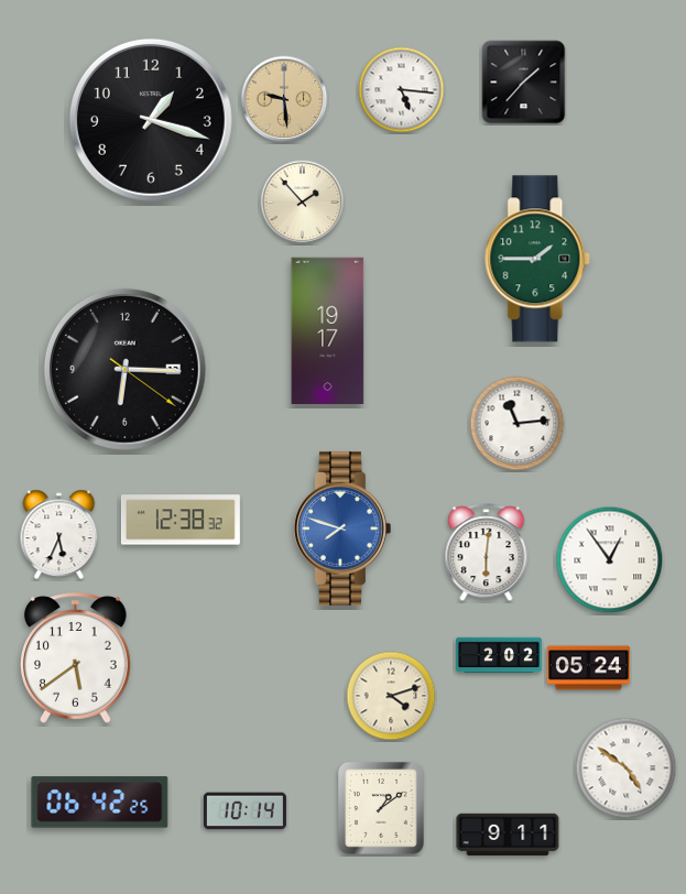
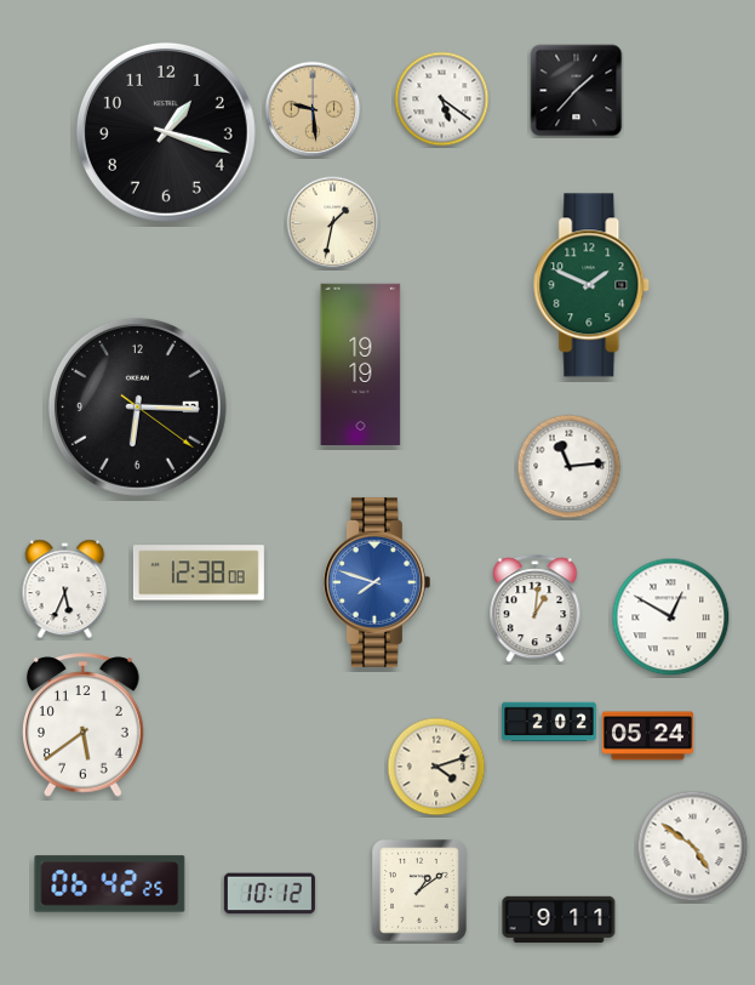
clock at (402, 90): 5:16 -> 5:21
clock at (303, 203): 1:53 -> 1:32
clock at (538, 259): 1:45 -> 1:49
clock at (328, 330): 19:17 -> 19:19
clock at (181, 520): 12:38:32 -> 12:38:08
clock at (487, 553): 6:01 -> 1:01
clock at (610, 560): 12:54 -> 12:50
clock at (391, 696) position: (391, 696) -> (436, 767)
clock at (627, 768) position: (627, 768) -> (693, 847)
clock at (244, 811): 10:14 -> 10:12
